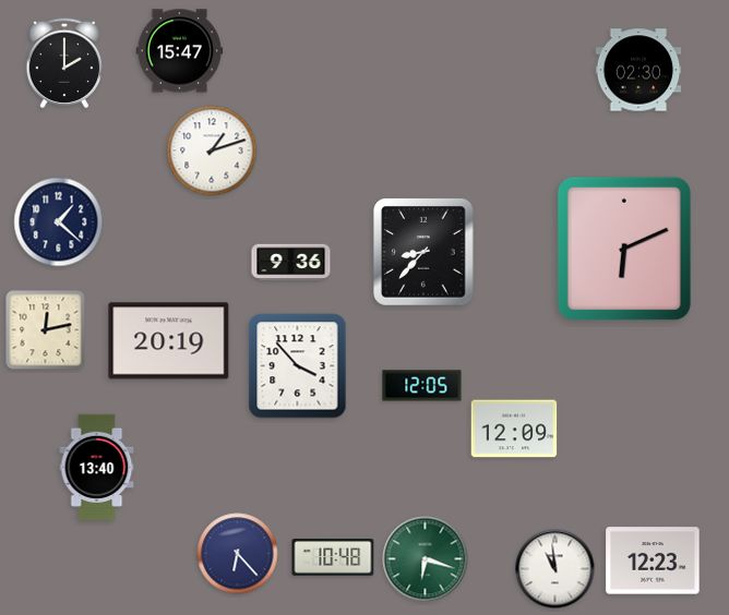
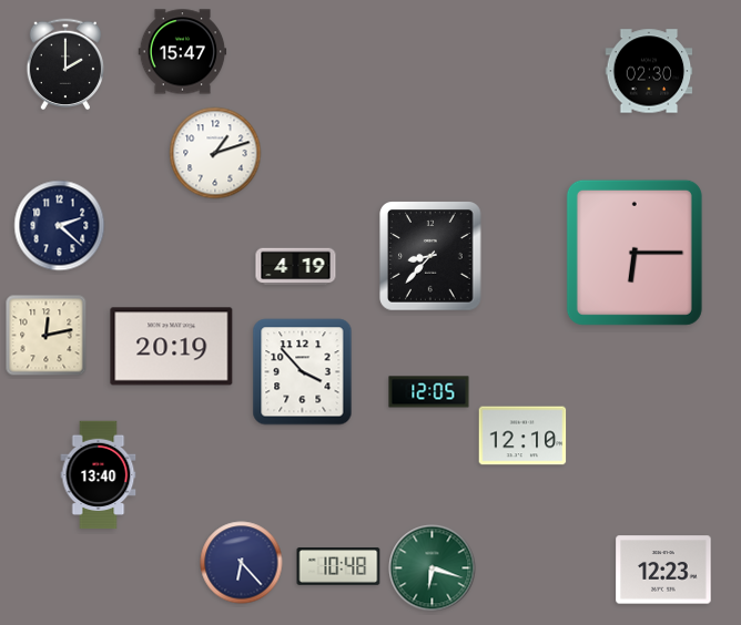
clock at (59, 222): 1:22 -> 2:22
clock at (624, 249): 6:11 -> 6:15
clock at (291, 263): 9:36 -> 4:19
clock at (514, 429): 12:09 -> 12:10
clock at (555, 569): 10:59 -> none
